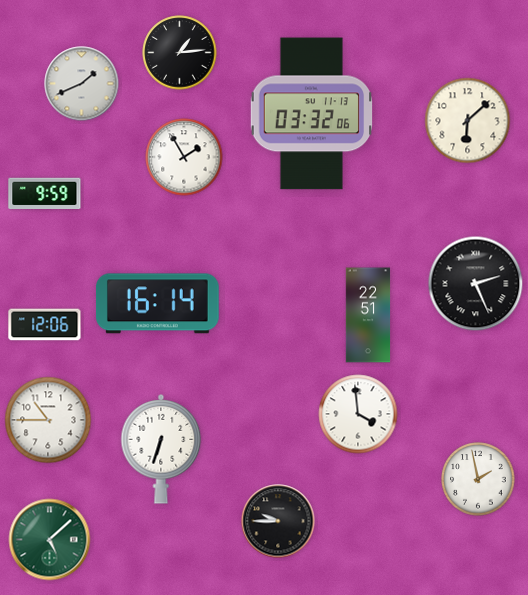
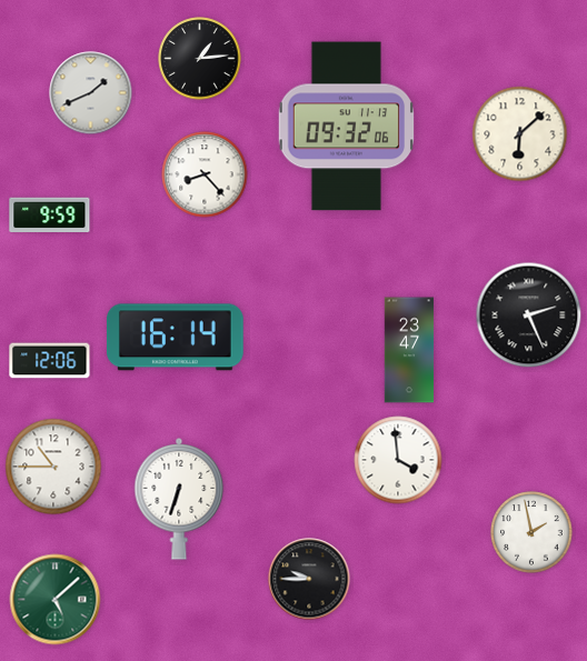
clock at (311, 114): 03:32 -> 09:32
clock at (184, 157): 1:55 -> 8:23
clock at (368, 315): 22:51 -> 23:47
